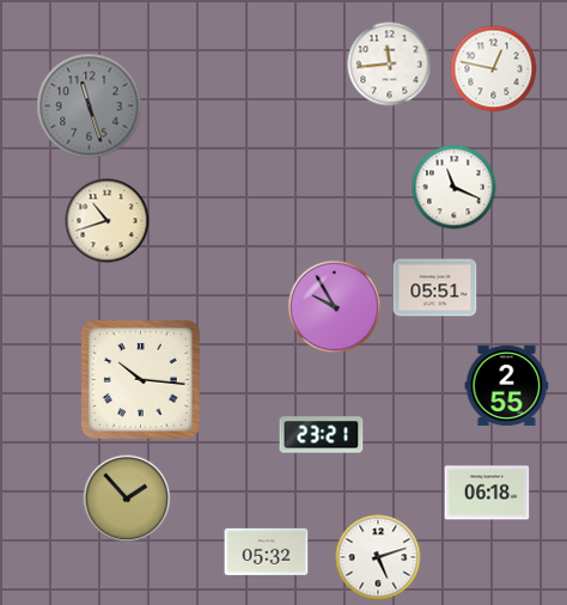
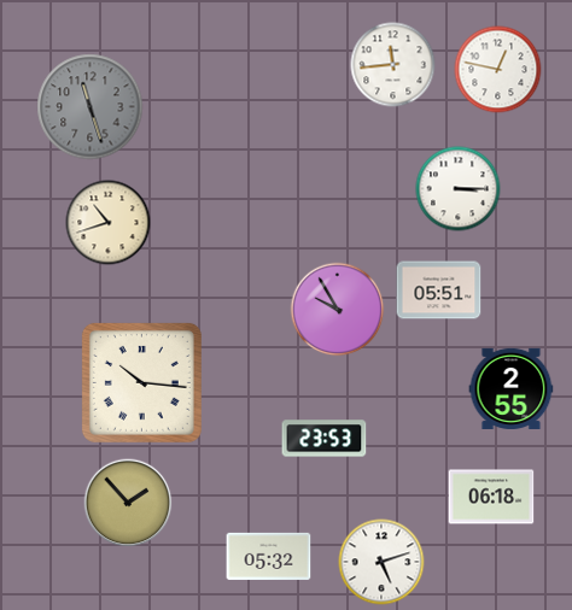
clock at (455, 188): 11:19 -> 3:15
clock at (322, 435): 23:21 -> 23:53
